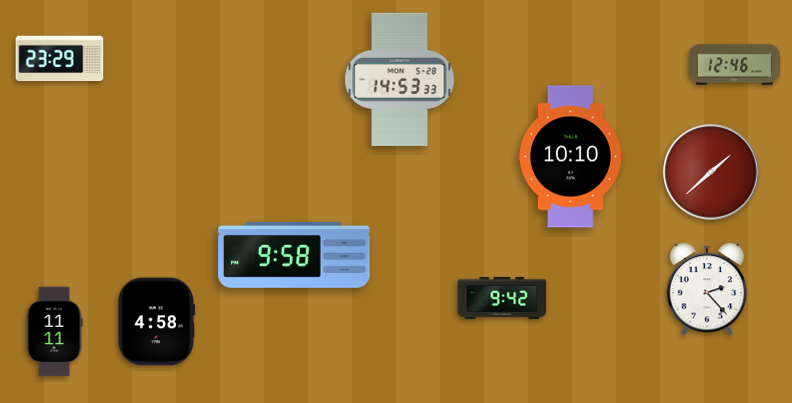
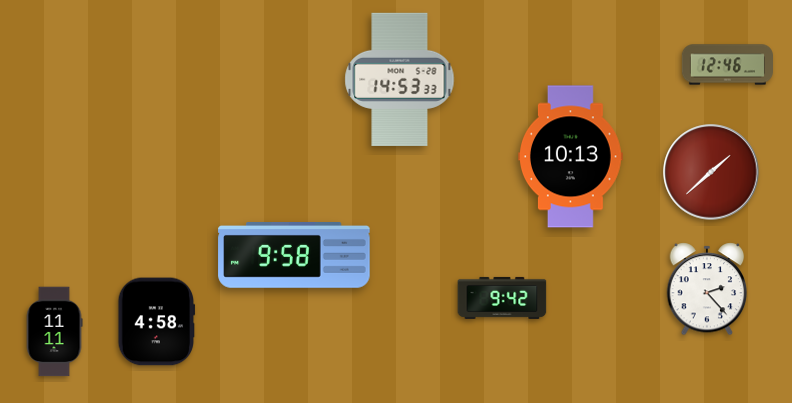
clock at (60, 59): 23:29 -> none
clock at (734, 65) position: (734, 65) -> (727, 65)
clock at (571, 157): 10:10 -> 10:13
